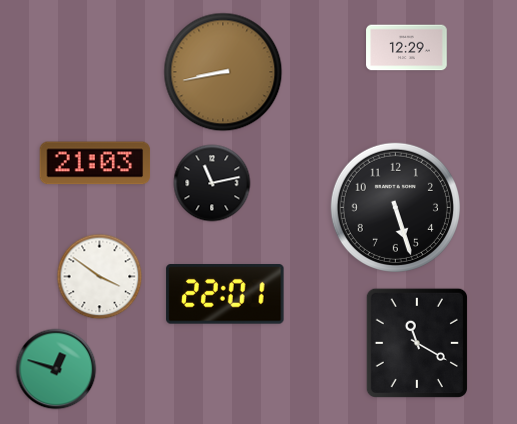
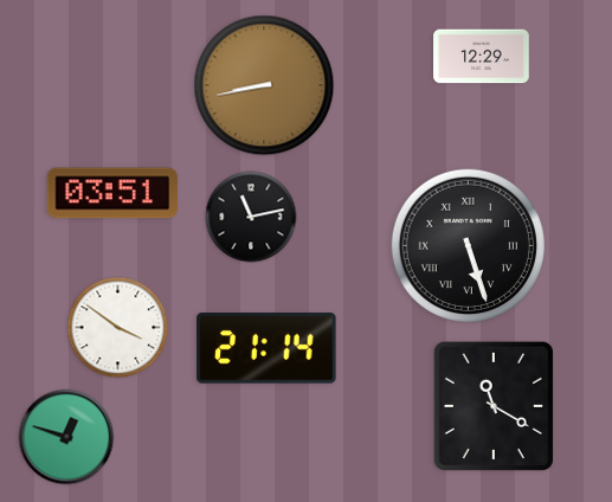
clock at (95, 163): 21:03 -> 03:51
clock at (395, 207) numerals: Arabic -> Roman
clock at (225, 295): 22:01 -> 21:14
